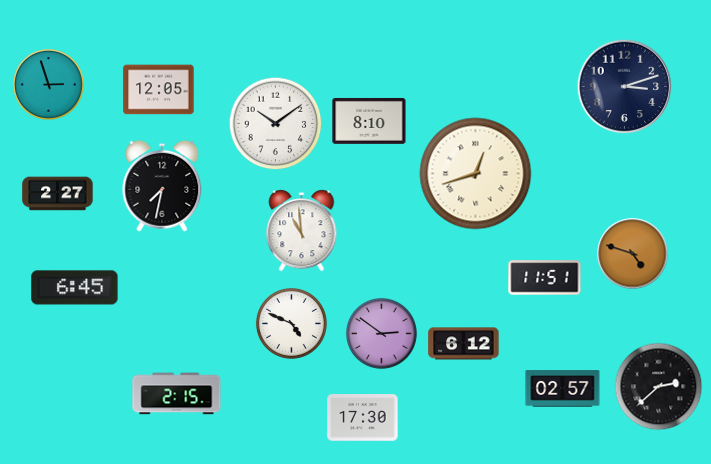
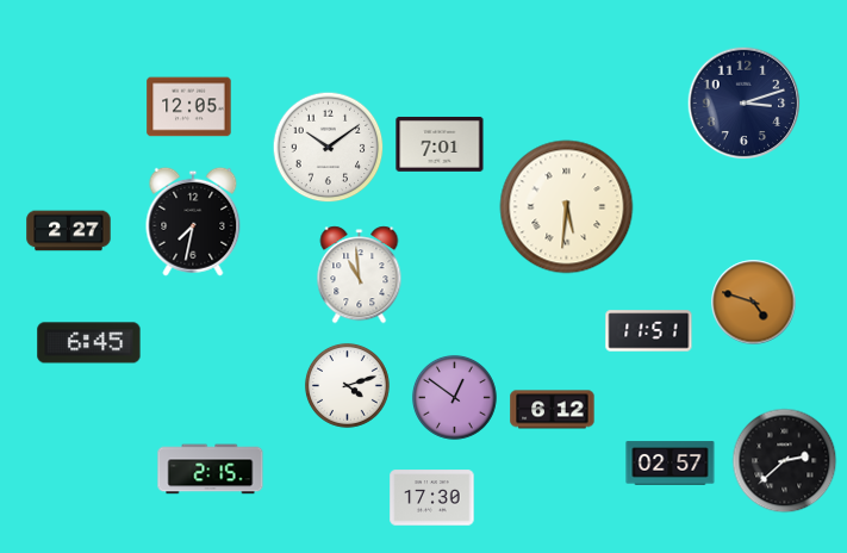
clock at (48, 84): 2:57 -> none
clock at (369, 121): 8:10 -> 7:01
clock at (476, 174): 12:42 -> 5:31
clock at (291, 323): 4:49 -> 4:12
clock at (381, 333): 2:51 -> 12:51
